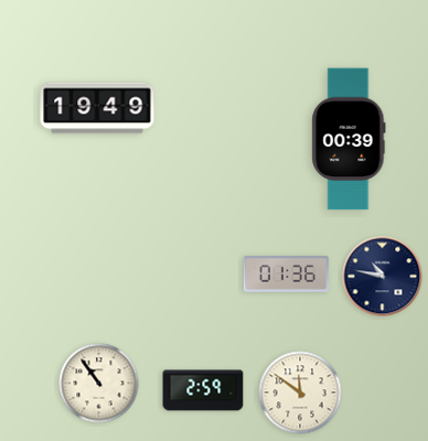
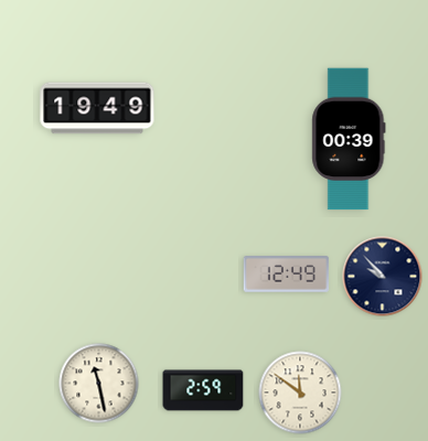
clock at (287, 275): 01:36 -> 12:49
clock at (383, 277): 10:47 -> 9:53
clock at (99, 384): 10:54 -> 11:28
